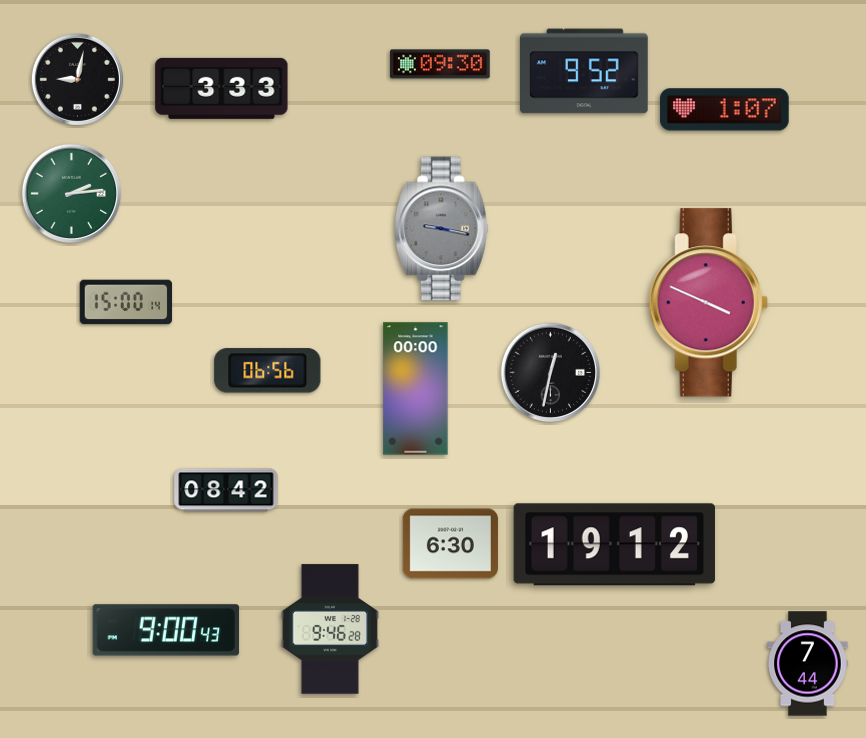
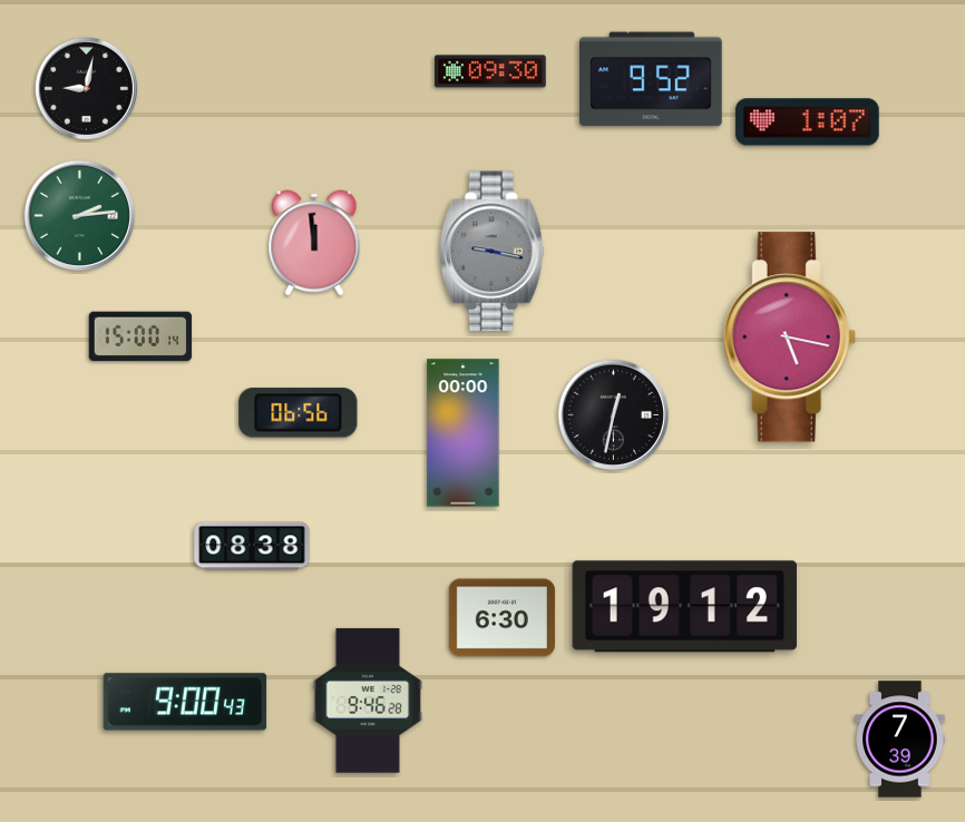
clock at (222, 88): 3:33 -> none
clock at (314, 243): none -> 11:59
clock at (441, 229) position: (441, 229) -> (491, 252)
clock at (708, 303): 3:49 -> 5:17
clock at (226, 490): 08:42 -> 08:38
clock at (450, 544) position: (450, 544) -> (501, 618)
clock at (808, 664): 7:44 -> 7:39
